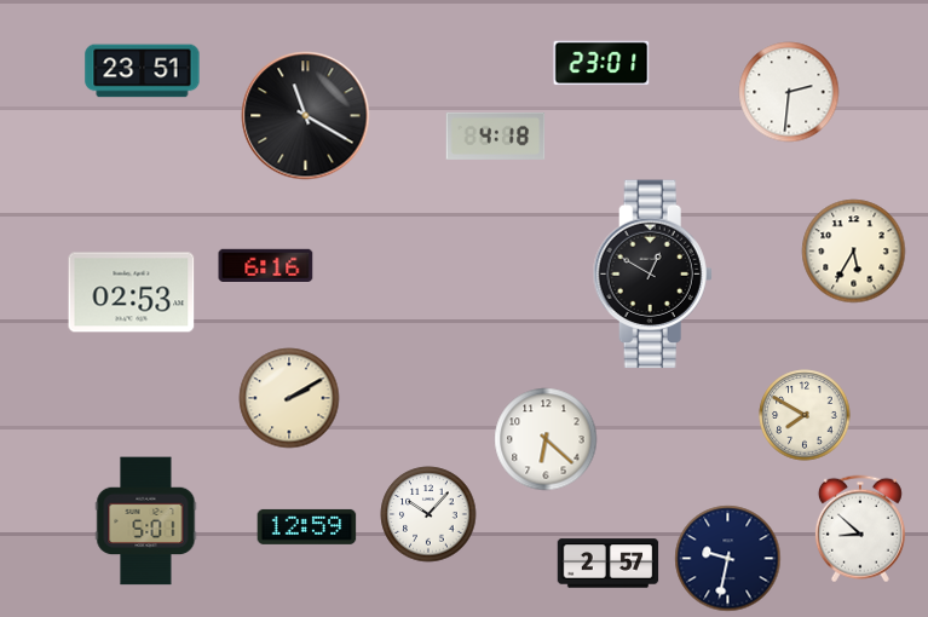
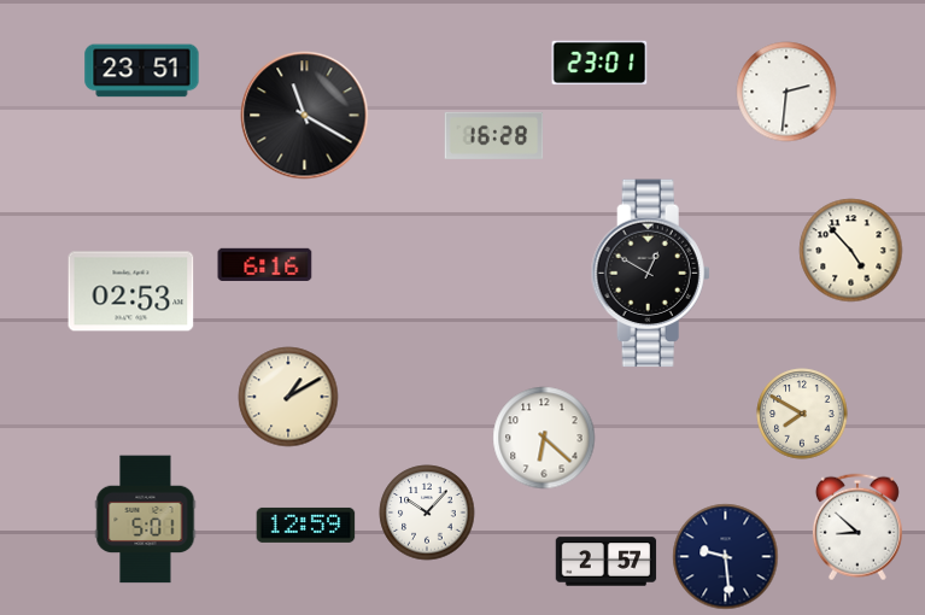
clock at (496, 135): 4:18 -> 16:28
clock at (854, 252): 5:35 -> 4:53
clock at (289, 398): 2:10 -> 1:10
clock at (728, 559): 9:32 -> 9:29
